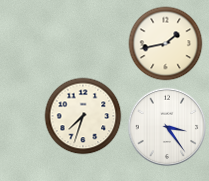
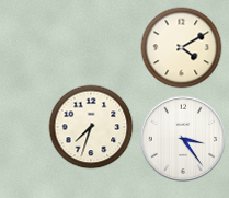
clock at (166, 44): 1:43 -> 4:10
